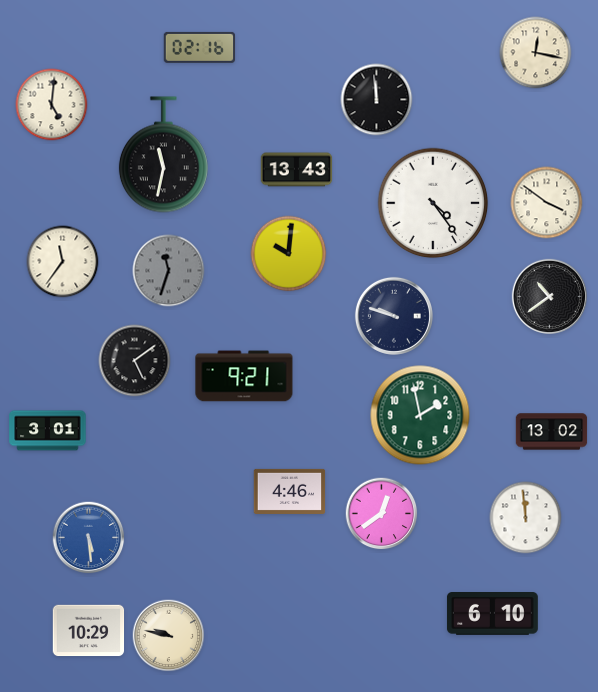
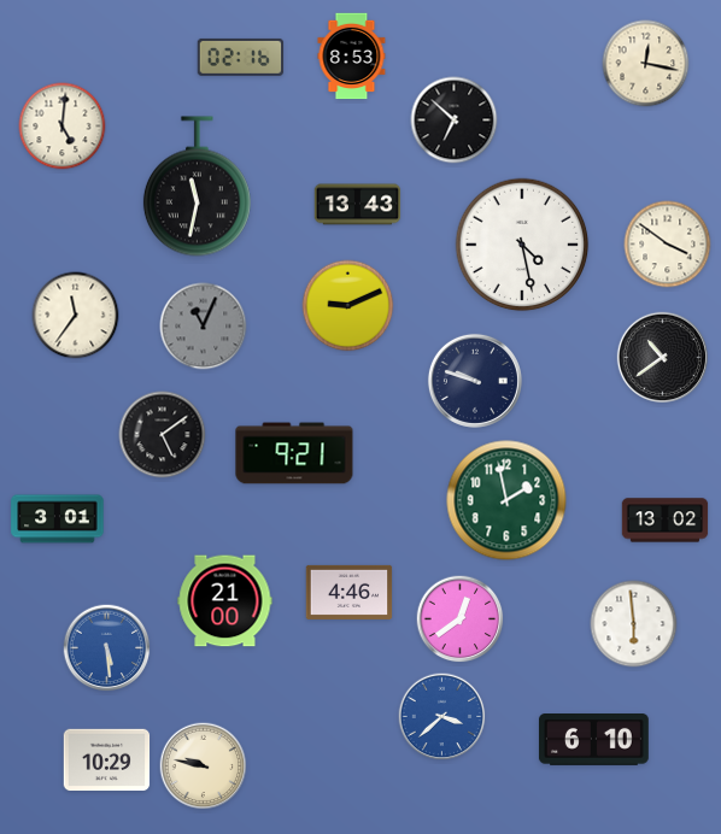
clock at (352, 57): none -> 8:53
clock at (377, 100): 11:59 -> 6:52
clock at (433, 203): 4:24 -> 4:28
clock at (547, 203) position: (547, 203) -> (668, 245)
clock at (289, 254): 10:01 -> 9:11
clock at (169, 271): 11:33 -> 11:04
clock at (225, 601): none -> 21:00
clock at (526, 518): 11:59 -> 5:59
clock at (442, 717): none -> 3:38
